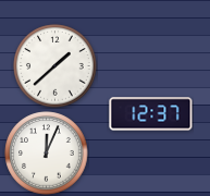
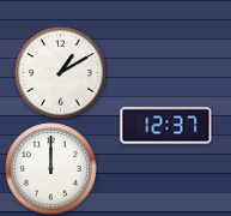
clock at (55, 66): 1:38 -> 1:10
clock at (47, 154): 12:04 -> 12:00
